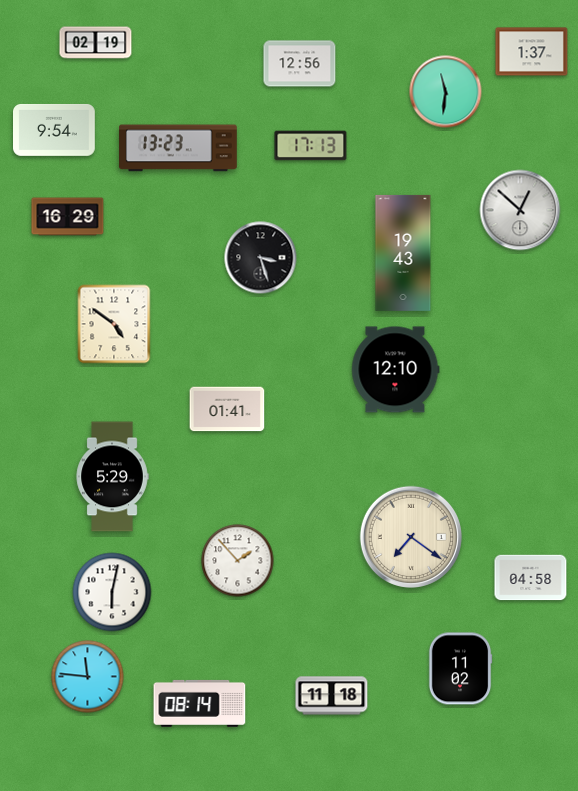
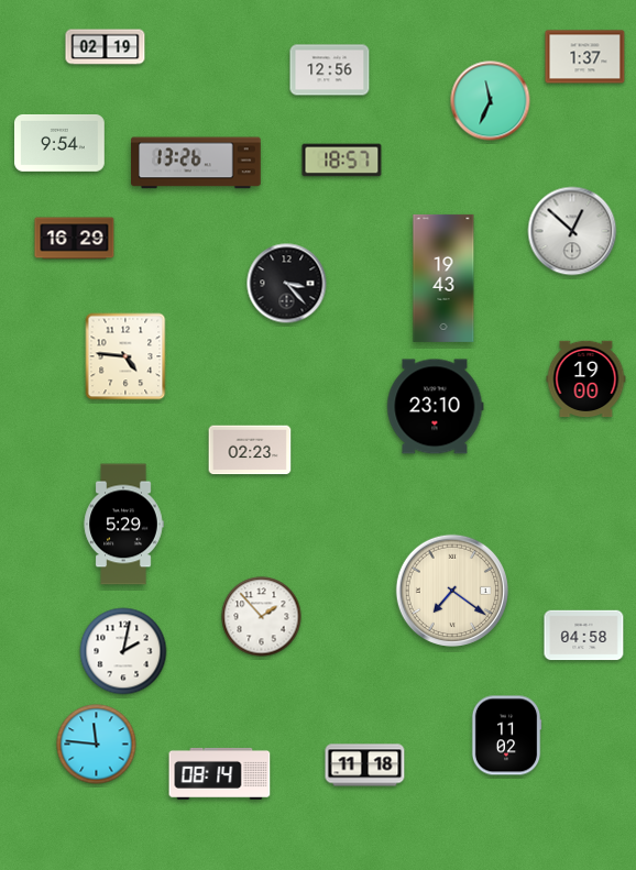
clock at (446, 92): 11:31 -> 11:34
clock at (311, 146): 17:13 -> 18:57
clock at (179, 148): 13:23 -> 13:26
clock at (261, 258): 3:27 -> 3:23
clock at (114, 324): 4:51 -> 4:46
clock at (586, 379): none -> 19:00
clock at (396, 370): 12:10 -> 23:10
clock at (227, 409): 01:41 -> 02:23
clock at (112, 592): 6:02 -> 2:02
